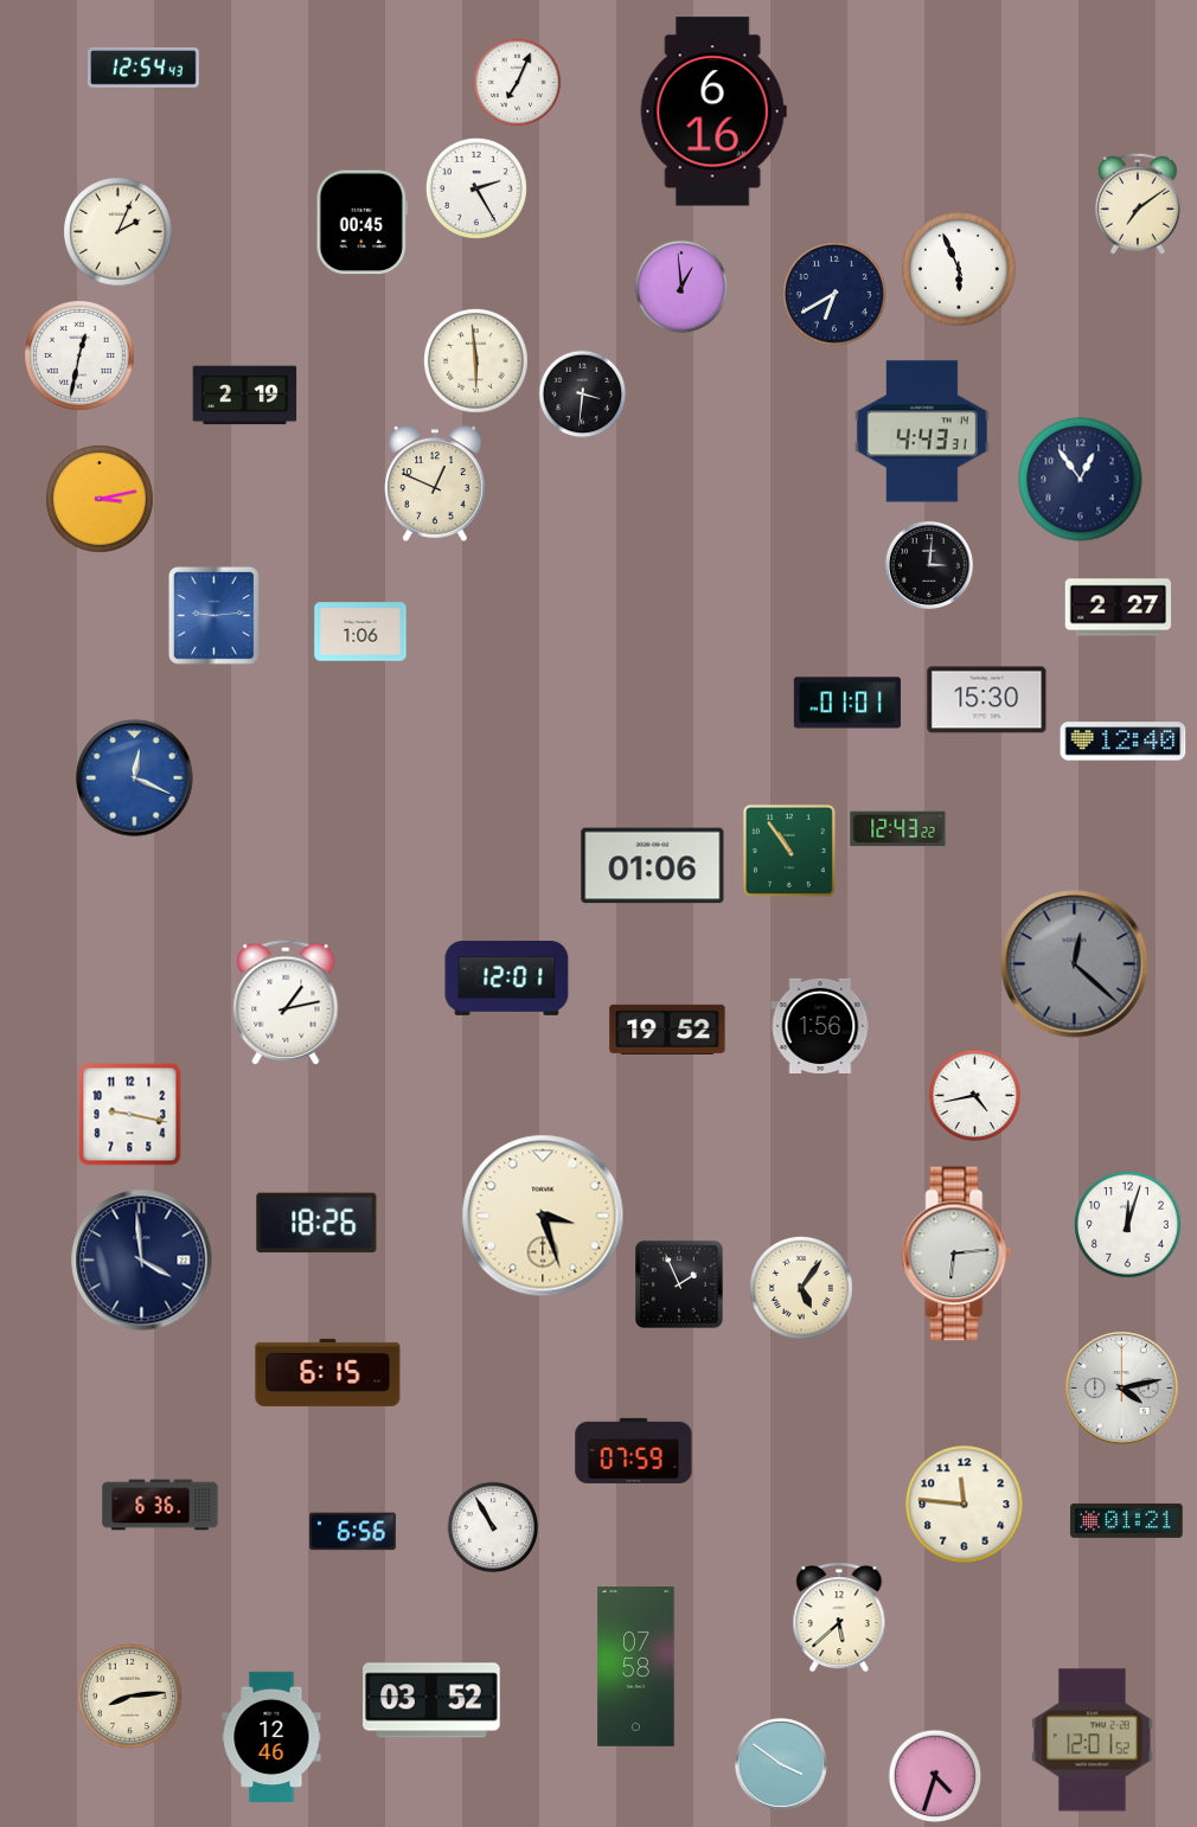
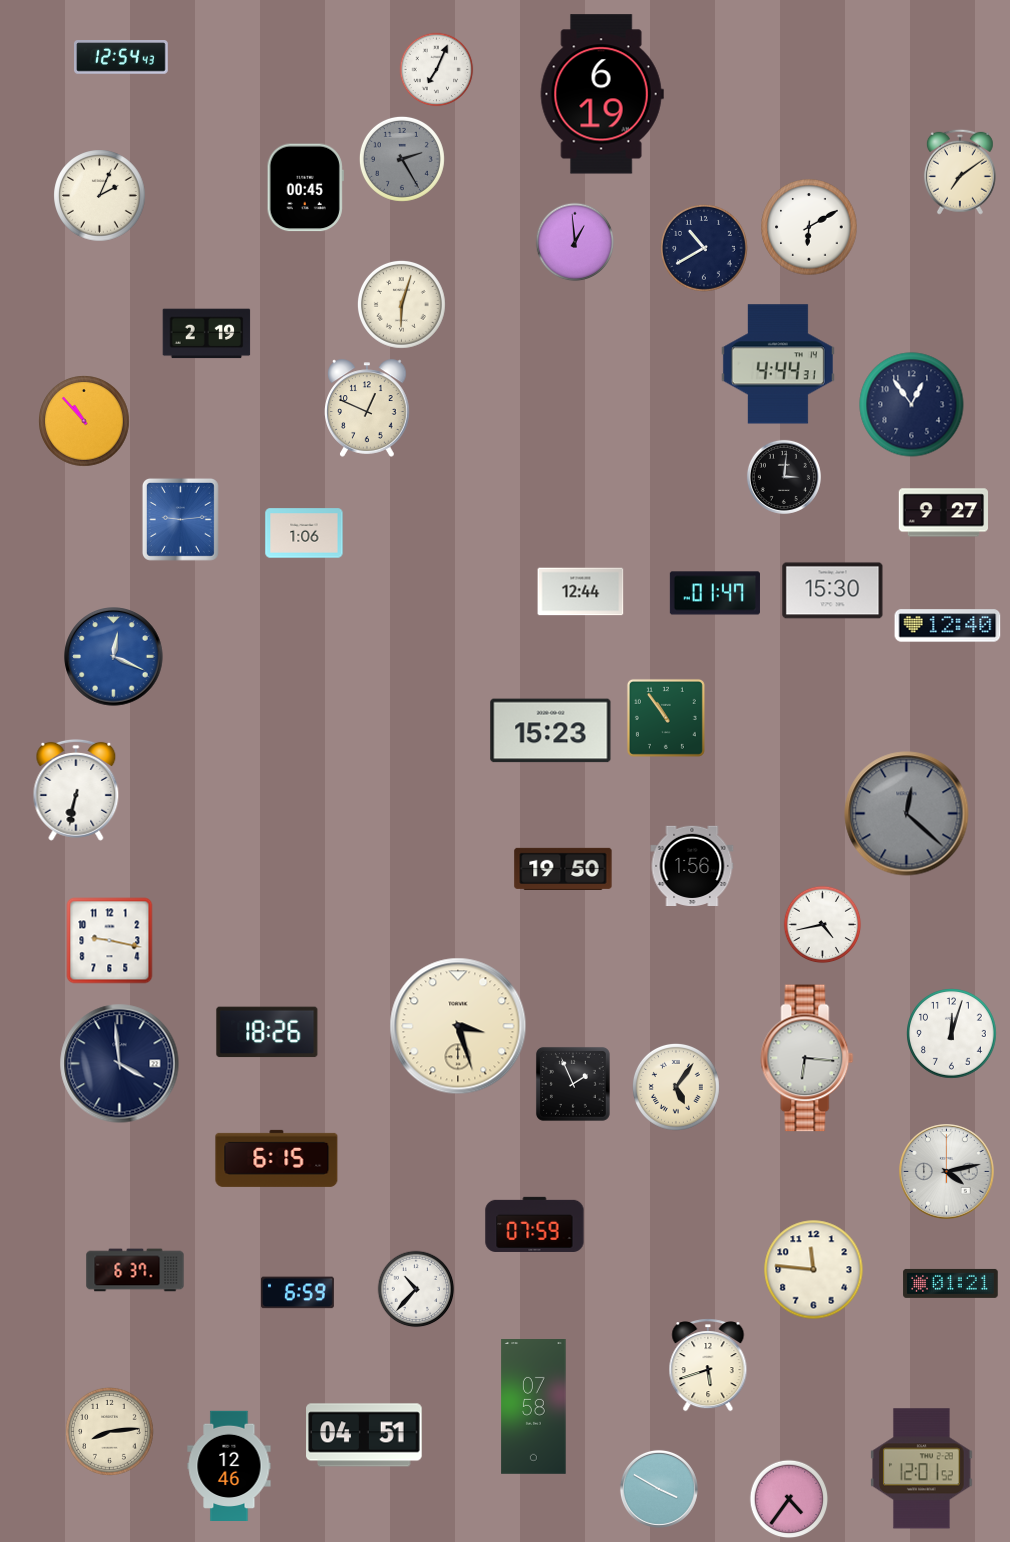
clock at (713, 111): 6:16 -> 6:19
clock at (476, 188) dial: white -> grey
clock at (959, 269): 5:56 -> 6:10
clock at (834, 294): 6:40 -> 10:40
clock at (79, 355): 12:32 -> none
clock at (475, 360): 5:59 -> 6:03
clock at (583, 395): 3:31 -> none
clock at (922, 431): 4:43 -> 4:44
clock at (100, 499): 3:13 -> 10:53
clock at (1119, 608): 2:27 -> 9:27
clock at (581, 592): none -> 12:44
clock at (846, 703): 01:01 -> 01:47
clock at (898, 829): 12:43 -> none
clock at (653, 866): 01:06 -> 15:23
clock at (76, 790): none -> 6:32
clock at (507, 979): 12:01 -> none
clock at (286, 1002): 1:13 -> none
clock at (667, 1030): 19:52 -> 19:50
clock at (956, 1254): 6:14 -> 6:16
clock at (160, 1505): 6:36 -> 6:37
clock at (493, 1527): 10:55 -> 10:37
clock at (353, 1532): 6:56 -> 6:59
clock at (839, 1617): 5:38 -> 5:42
clock at (636, 1667) position: (636, 1667) -> (534, 1407)
clock at (431, 1700): 03:52 -> 04:51
clock at (781, 1764): 3:51 -> 3:50
clock at (935, 1776): 4:33 -> 4:36
